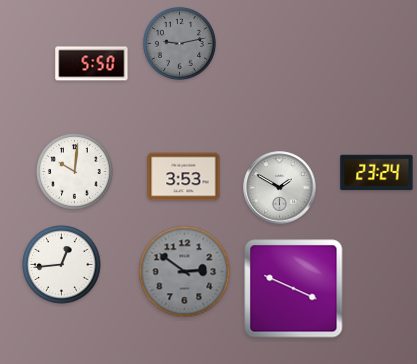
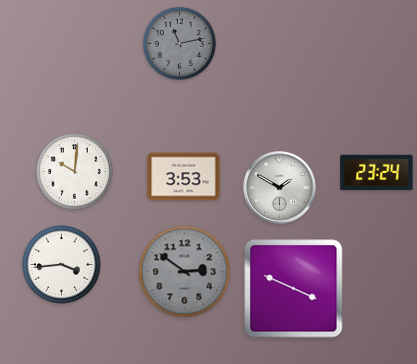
clock at (179, 43): 9:13 -> 11:13
clock at (92, 64): 5:50 -> none
clock at (62, 265): 12:44 -> 3:44
